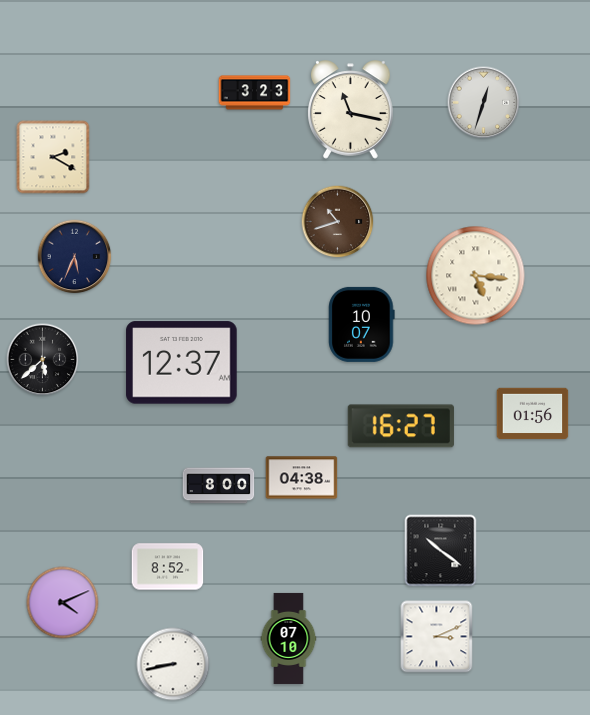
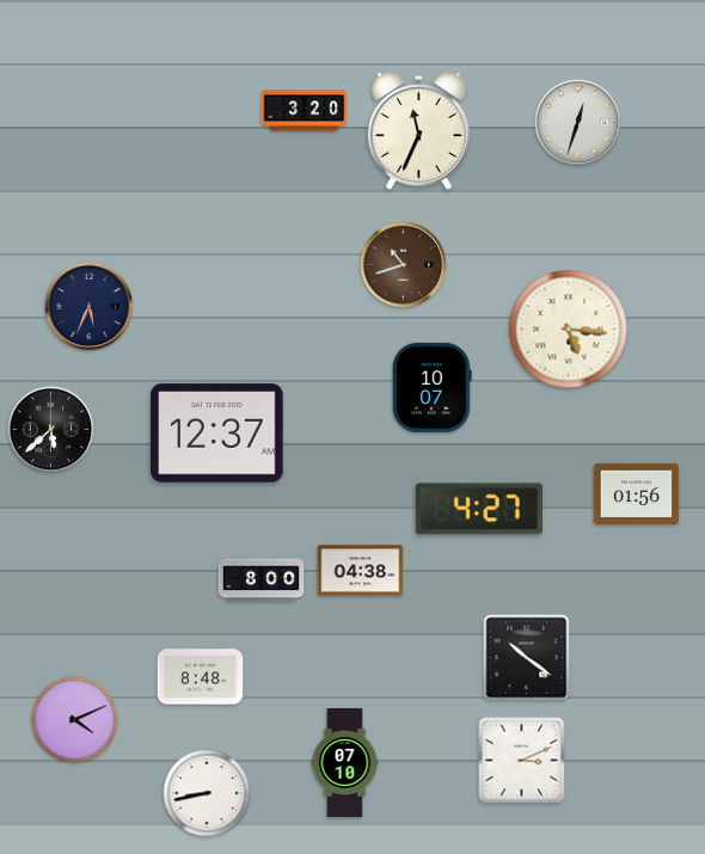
clock at (255, 93): 3:23 -> 3:20
clock at (351, 110): 11:17 -> 11:34
clock at (53, 157): 2:20 -> none
clock at (401, 426): 16:27 -> 4:27
clock at (168, 567): 8:52 -> 8:48
